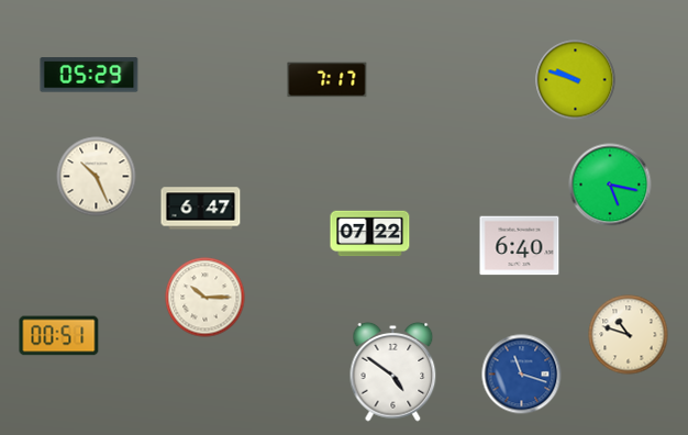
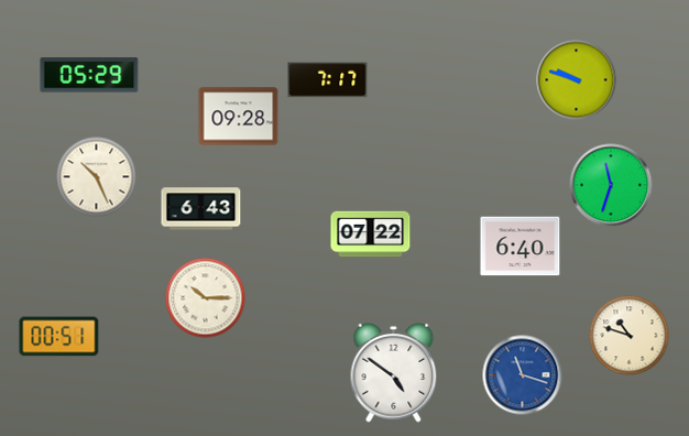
clock at (239, 117): none -> 09:28
clock at (610, 185): 5:17 -> 11:33
clock at (201, 209): 6:47 -> 6:43
